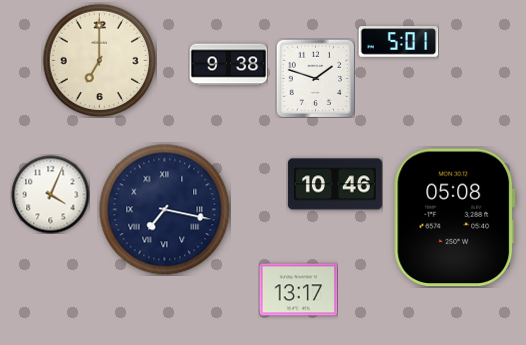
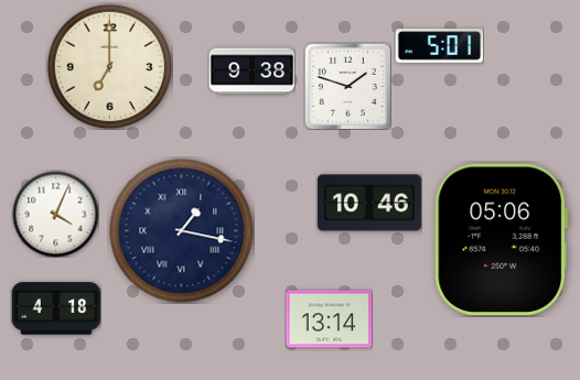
clock at (165, 210): 7:17 -> 1:17
clock at (455, 218): 05:08 -> 05:06
clock at (56, 308): none -> 4:18
clock at (298, 290): 13:17 -> 13:14
